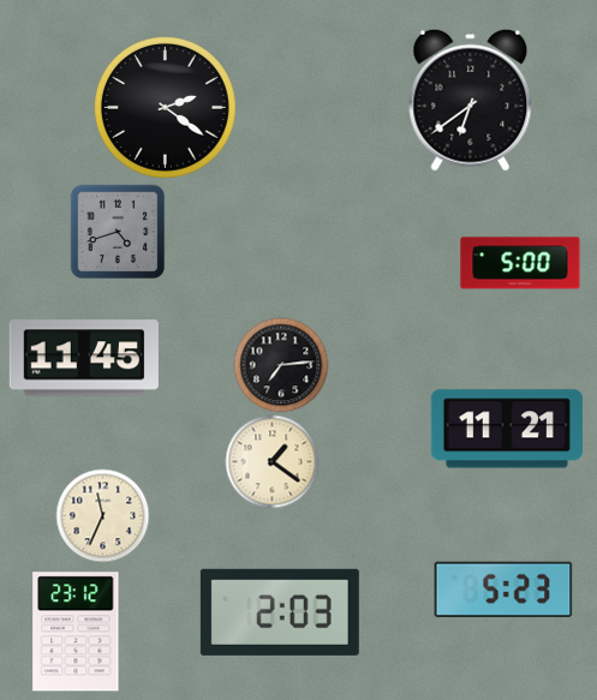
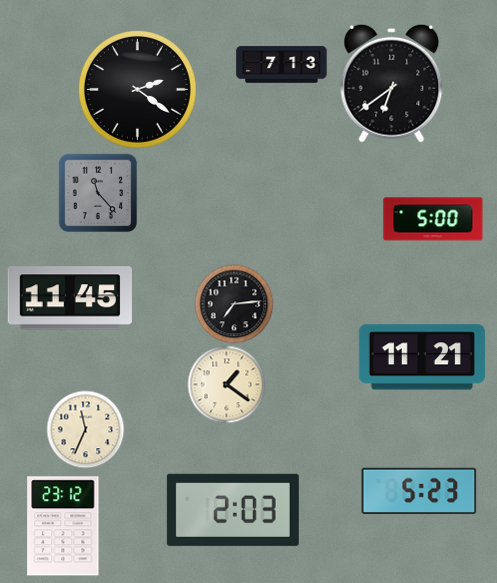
clock at (282, 65): none -> 7:13
clock at (118, 232): 4:42 -> 11:23
